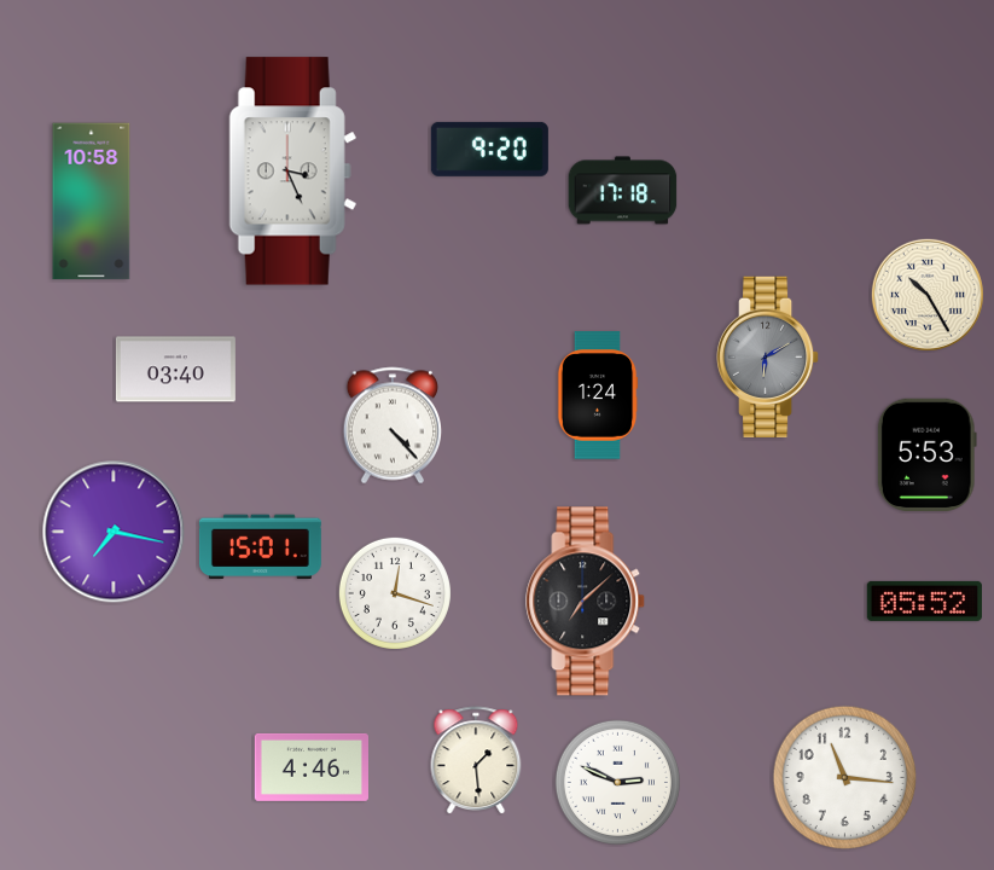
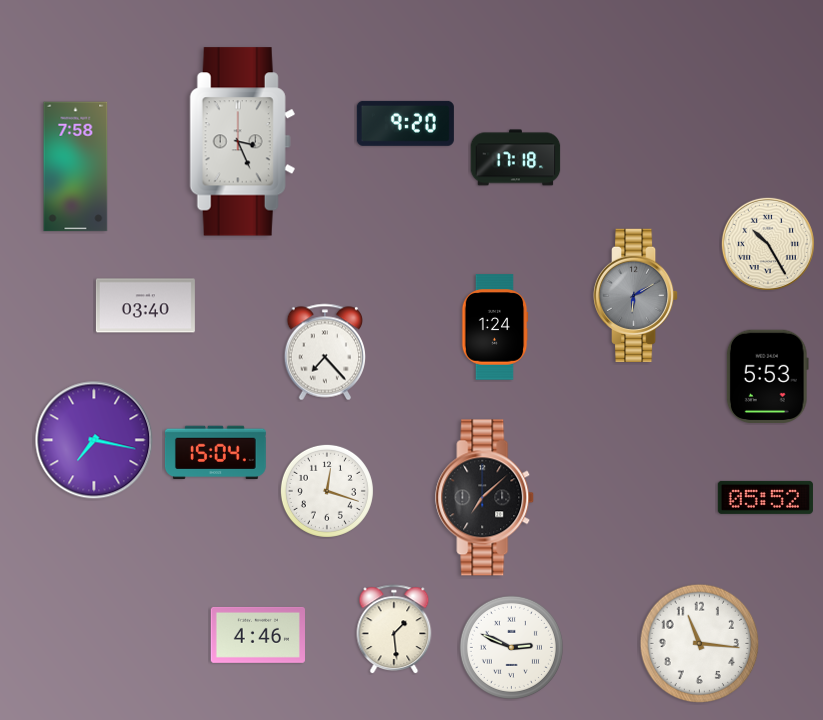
clock at (92, 202): 10:58 -> 7:58
clock at (393, 425): 4:23 -> 7:23
clock at (260, 547): 15:01 -> 15:04
